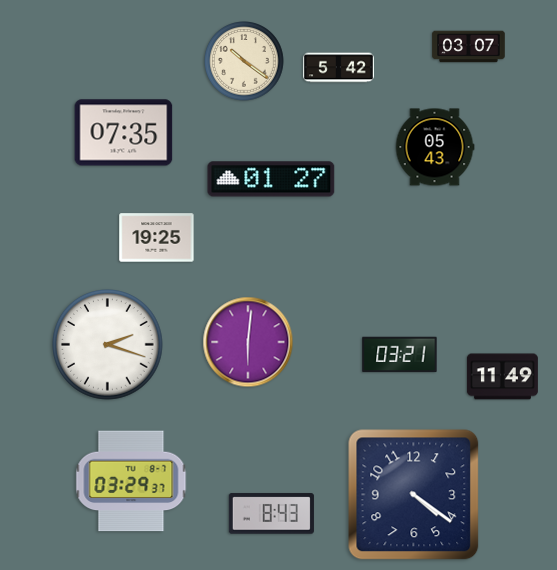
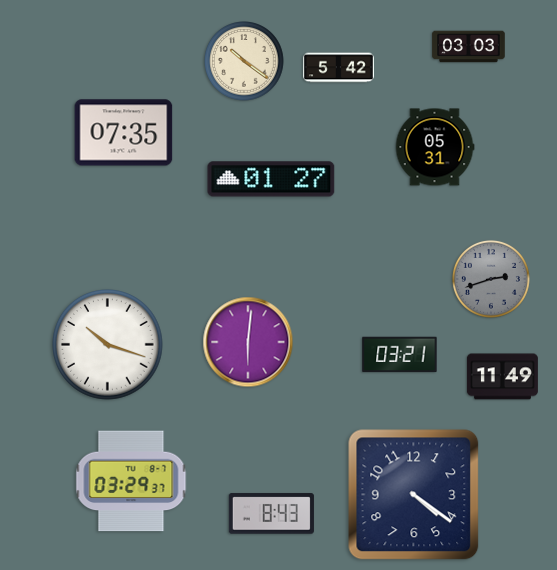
clock at (469, 47): 03:07 -> 03:03
clock at (435, 147): 05:43 -> 05:31
clock at (157, 238): 19:25 -> none
clock at (491, 279): none -> 2:42
clock at (108, 345): 2:18 -> 10:18
